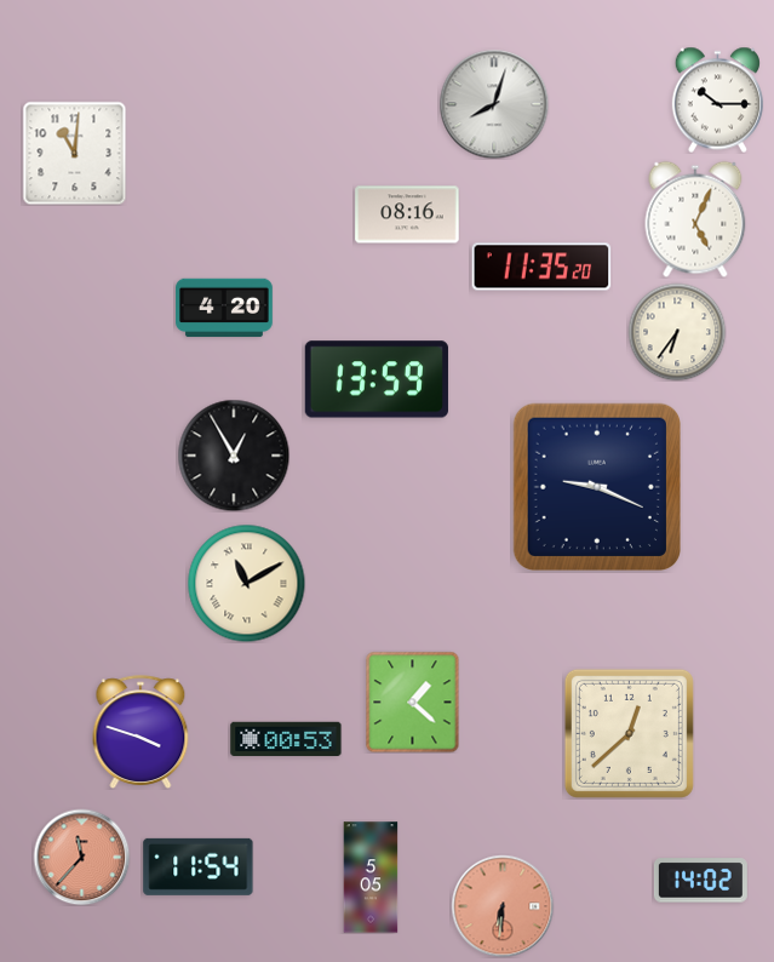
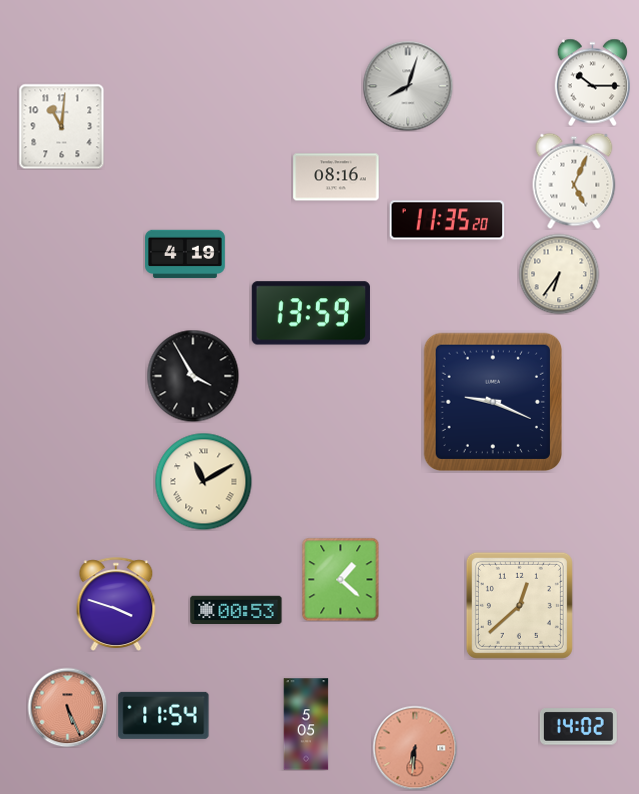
clock at (224, 308): 4:20 -> 4:19
clock at (234, 456): 12:55 -> 3:55
clock at (81, 857): 11:37 -> 5:26
